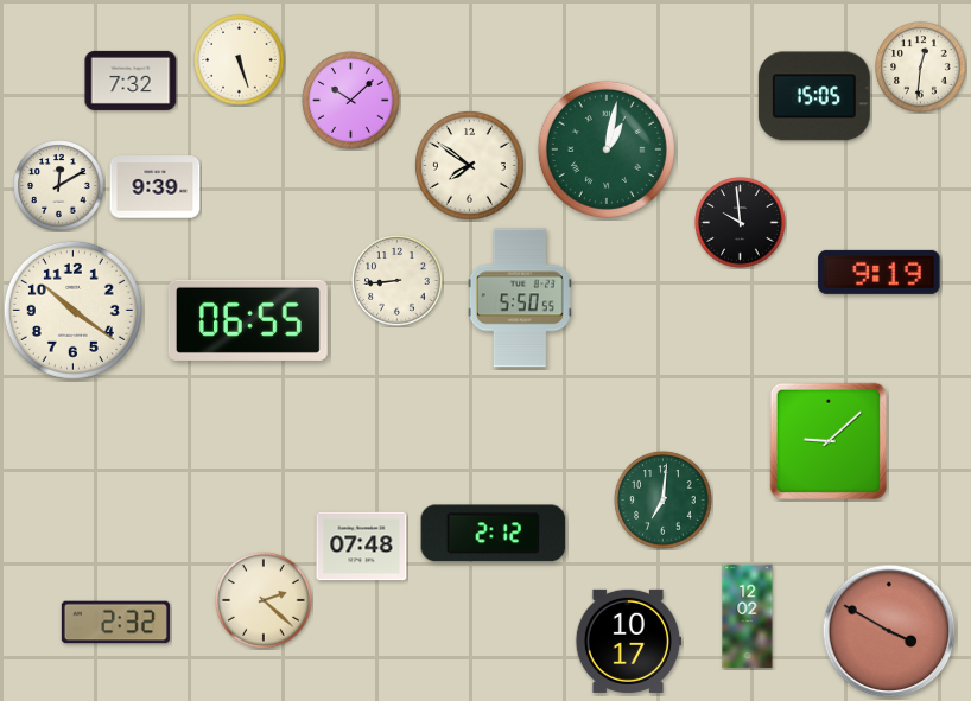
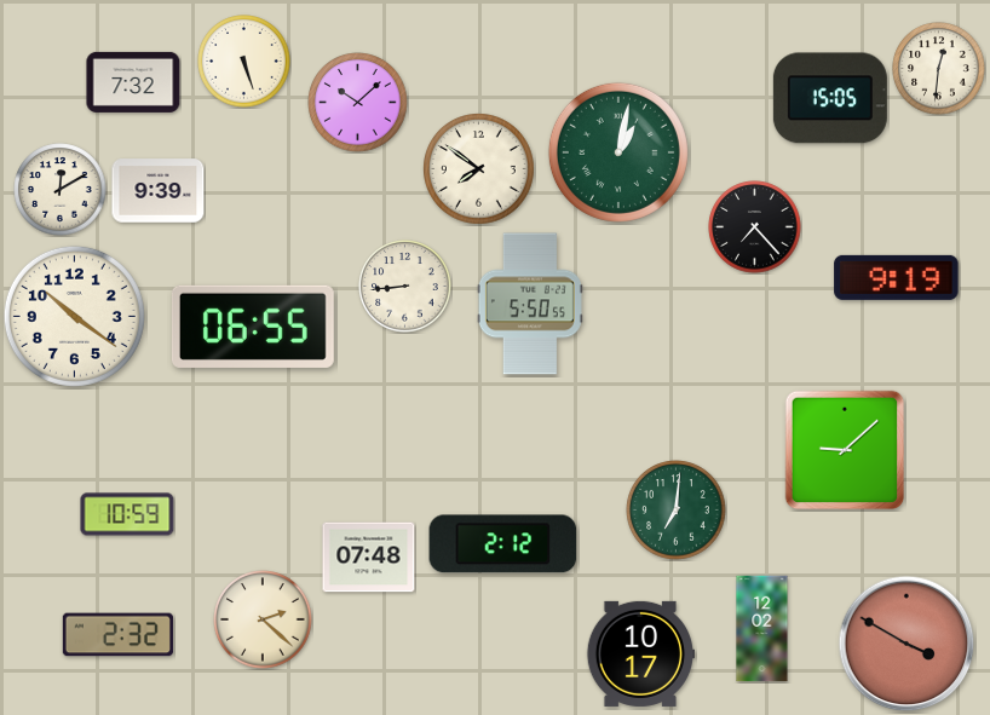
clock at (741, 223): 9:59 -> 7:23
clock at (127, 514): none -> 10:59
clock at (264, 600) position: (264, 600) -> (263, 619)
